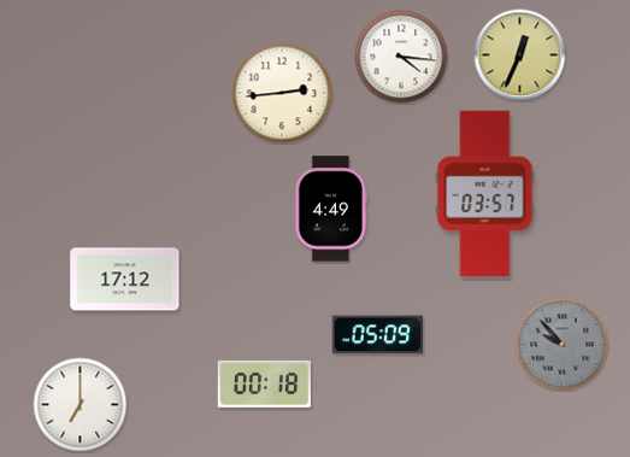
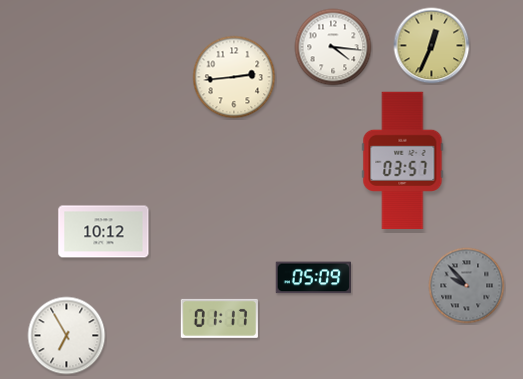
clock at (331, 209): 4:49 -> none
clock at (125, 280): 17:12 -> 10:12
clock at (264, 383): 00:18 -> 01:17
clock at (81, 405): 7:00 -> 6:55
